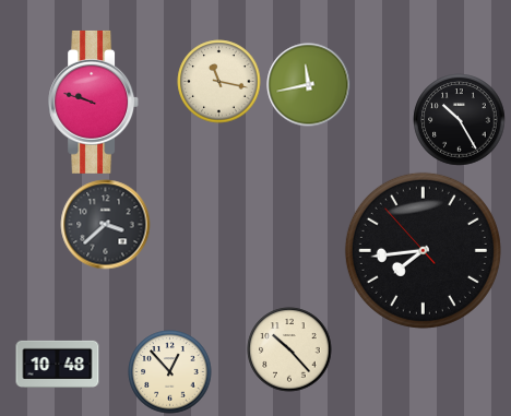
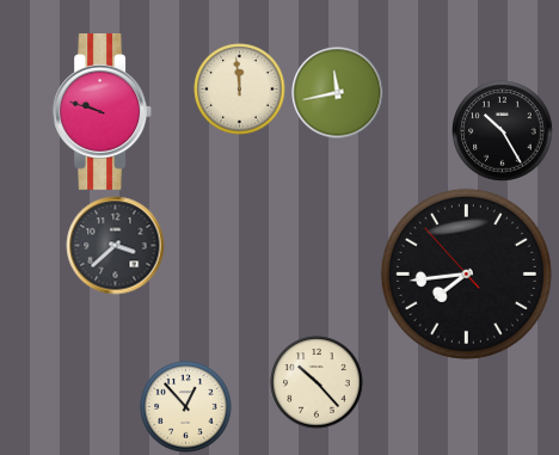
clock at (219, 82): 11:17 -> 11:59
clock at (423, 250) position: (423, 250) -> (466, 273)
clock at (58, 364): 10:48 -> none
